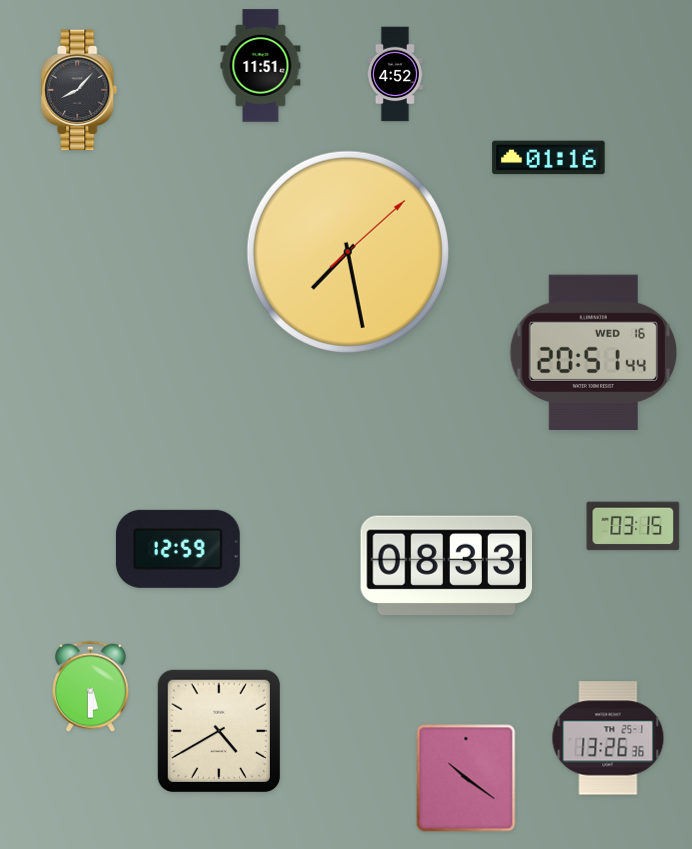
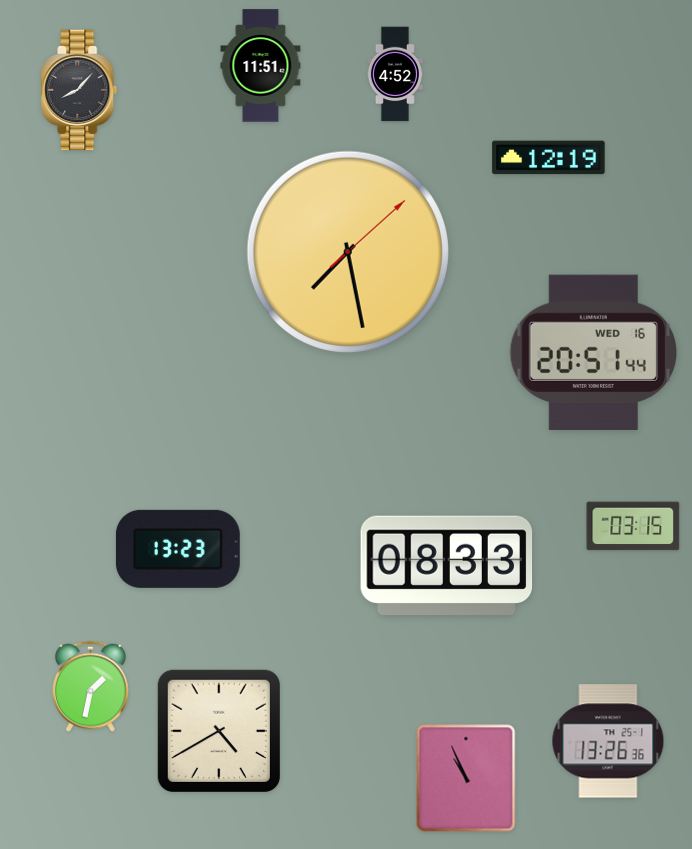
clock at (549, 158): 01:16 -> 12:19
clock at (178, 549): 12:59 -> 13:23
clock at (91, 686): 5:30 -> 1:32
clock at (608, 738) position: (608, 738) -> (608, 741)
clock at (466, 778): 10:21 -> 10:56
